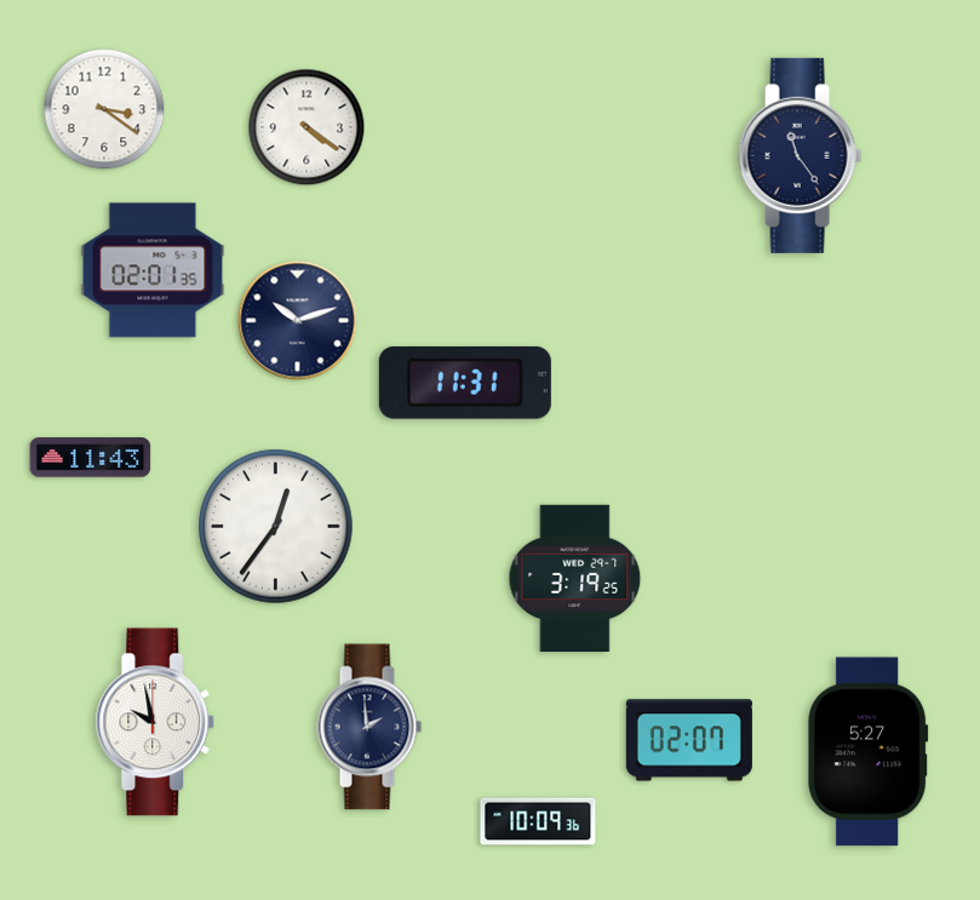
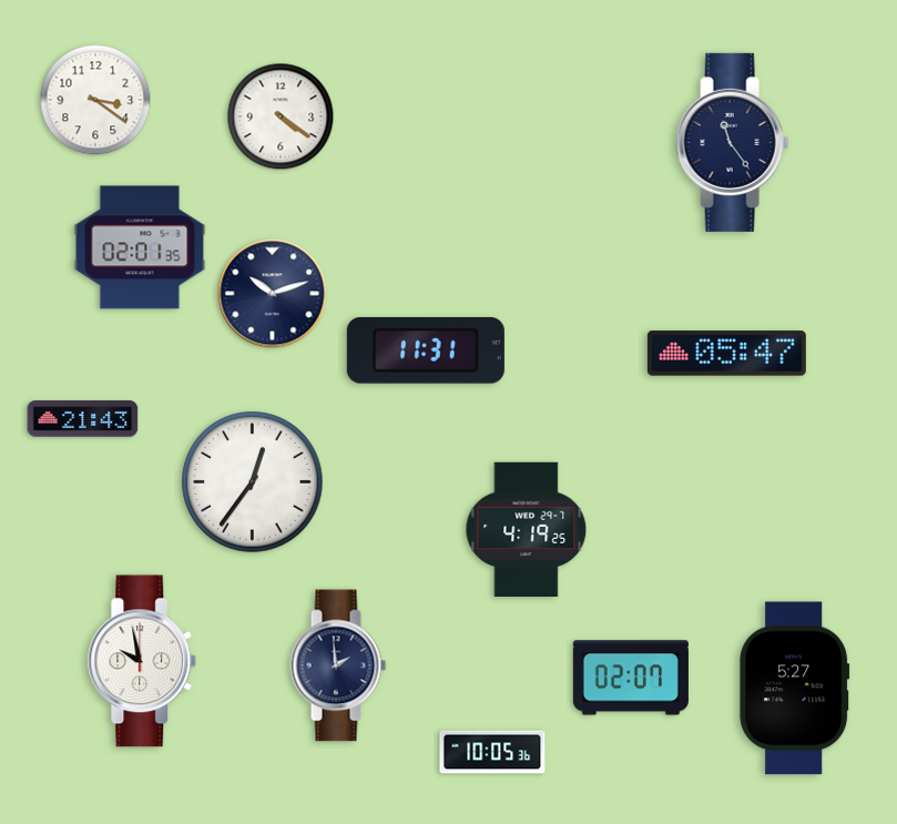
clock at (726, 354): none -> 05:47
clock at (91, 458): 11:43 -> 21:43
clock at (575, 578): 3:19 -> 4:19
clock at (538, 821): 10:09 -> 10:05
